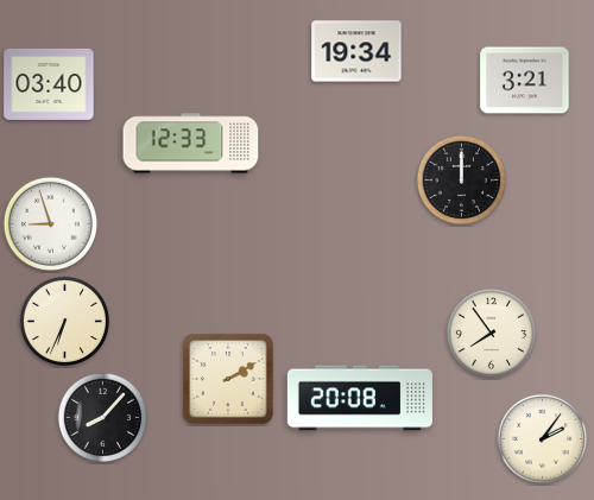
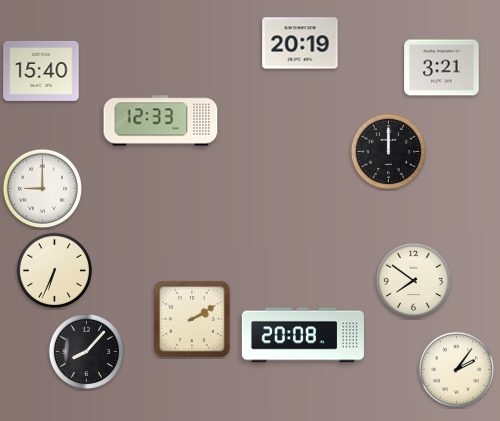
clock at (356, 51): 19:34 -> 20:19
clock at (49, 84): 03:40 -> 15:40
clock at (50, 223): 8:57 -> 9:00
clock at (492, 334): 7:54 -> 7:51
